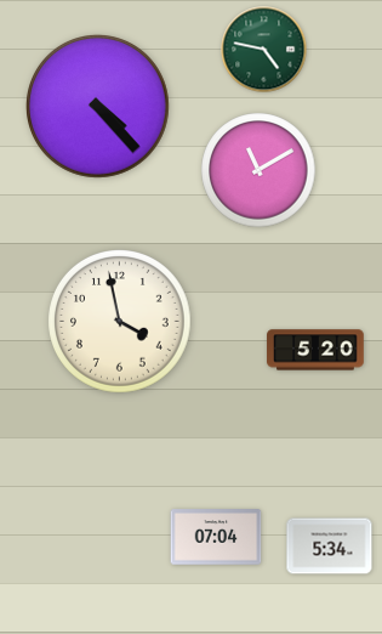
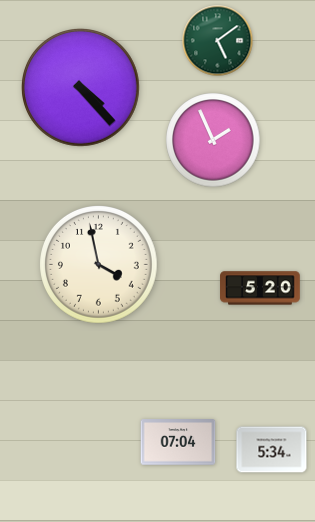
clock at (264, 50): 4:47 -> 5:09
clock at (258, 170): 11:10 -> 1:56
